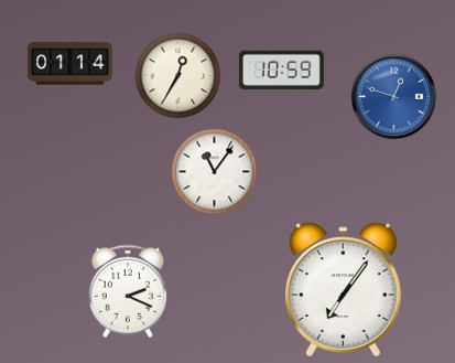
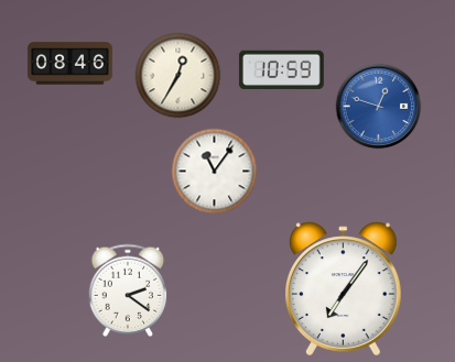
clock at (69, 64): 01:14 -> 08:46
clock at (393, 96) position: (393, 96) -> (378, 106)
clock at (128, 291): 2:19 -> 2:21
